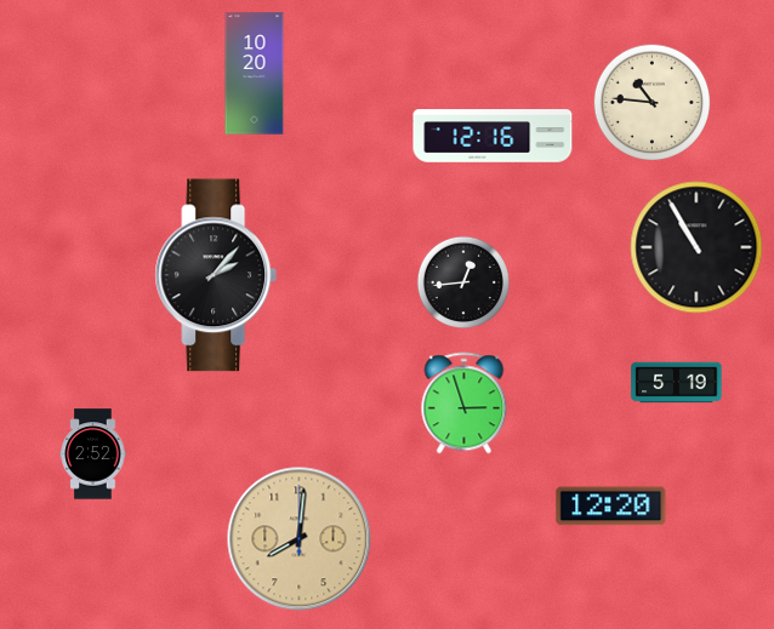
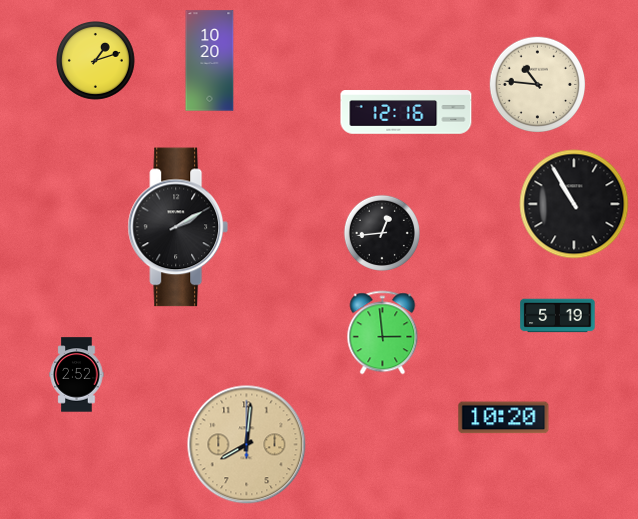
clock at (96, 61): none -> 1:12
clock at (216, 275): 2:07 -> 2:10
clock at (465, 404): 2:57 -> 2:59
clock at (611, 507): 12:20 -> 10:20
